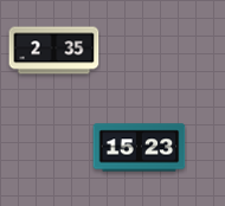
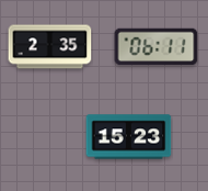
clock at (157, 47): none -> 06:11
